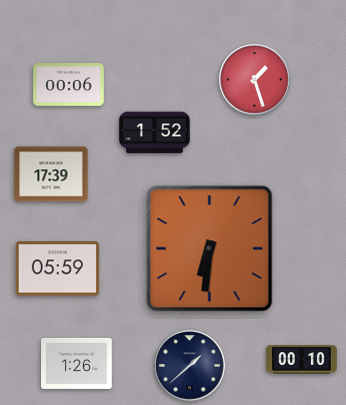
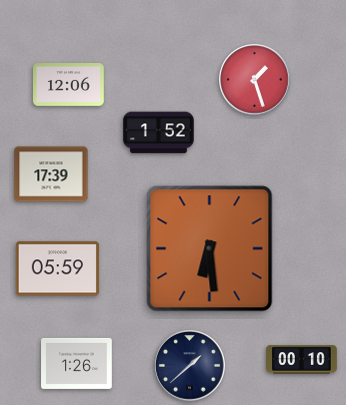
clock at (69, 85): 00:06 -> 12:06
clock at (155, 133) position: (155, 133) -> (159, 133)
clock at (210, 249): 6:31 -> 6:29
